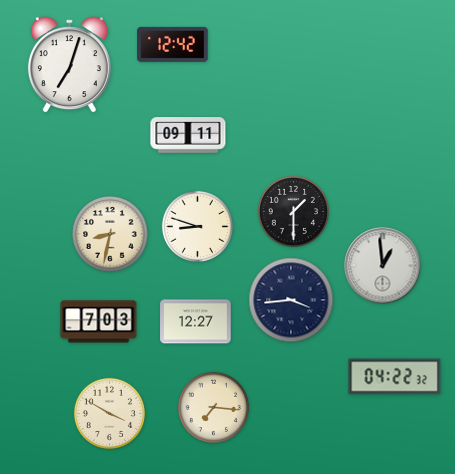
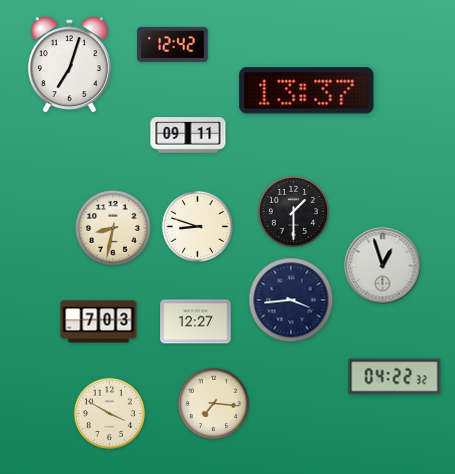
clock at (307, 91): none -> 13:37
clock at (110, 234) position: (110, 234) -> (113, 228)
clock at (383, 266): 12:59 -> 12:57
clock at (213, 407) position: (213, 407) -> (213, 403)
